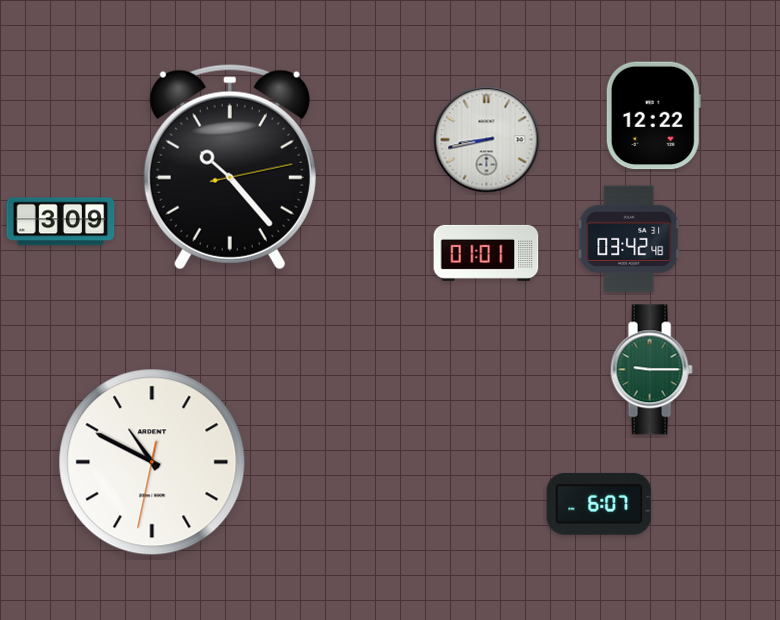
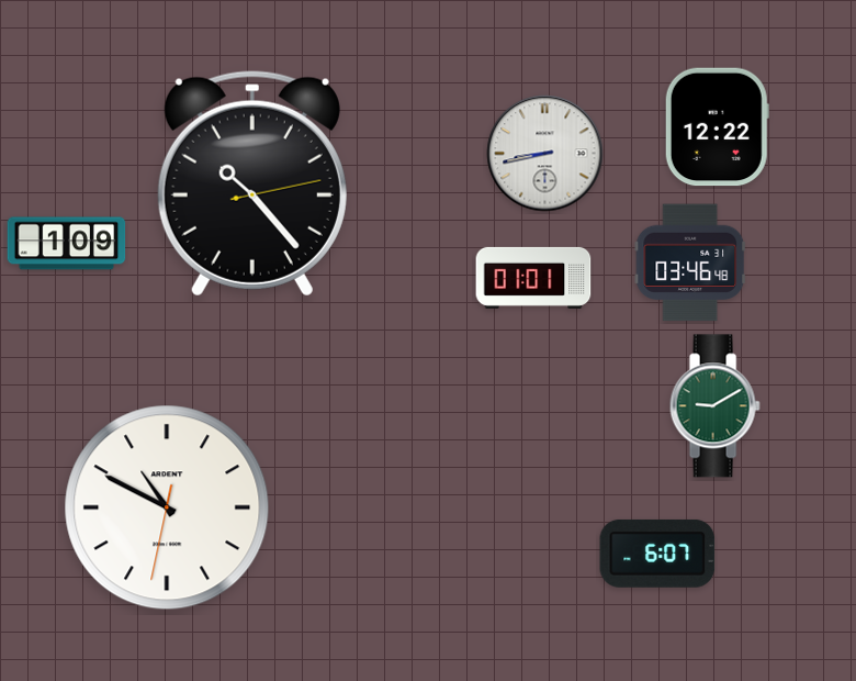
clock at (487, 140) position: (487, 140) -> (545, 154)
clock at (61, 222): 3:09 -> 1:09
clock at (629, 239): 03:42 -> 03:46
clock at (651, 370): 9:15 -> 9:10
